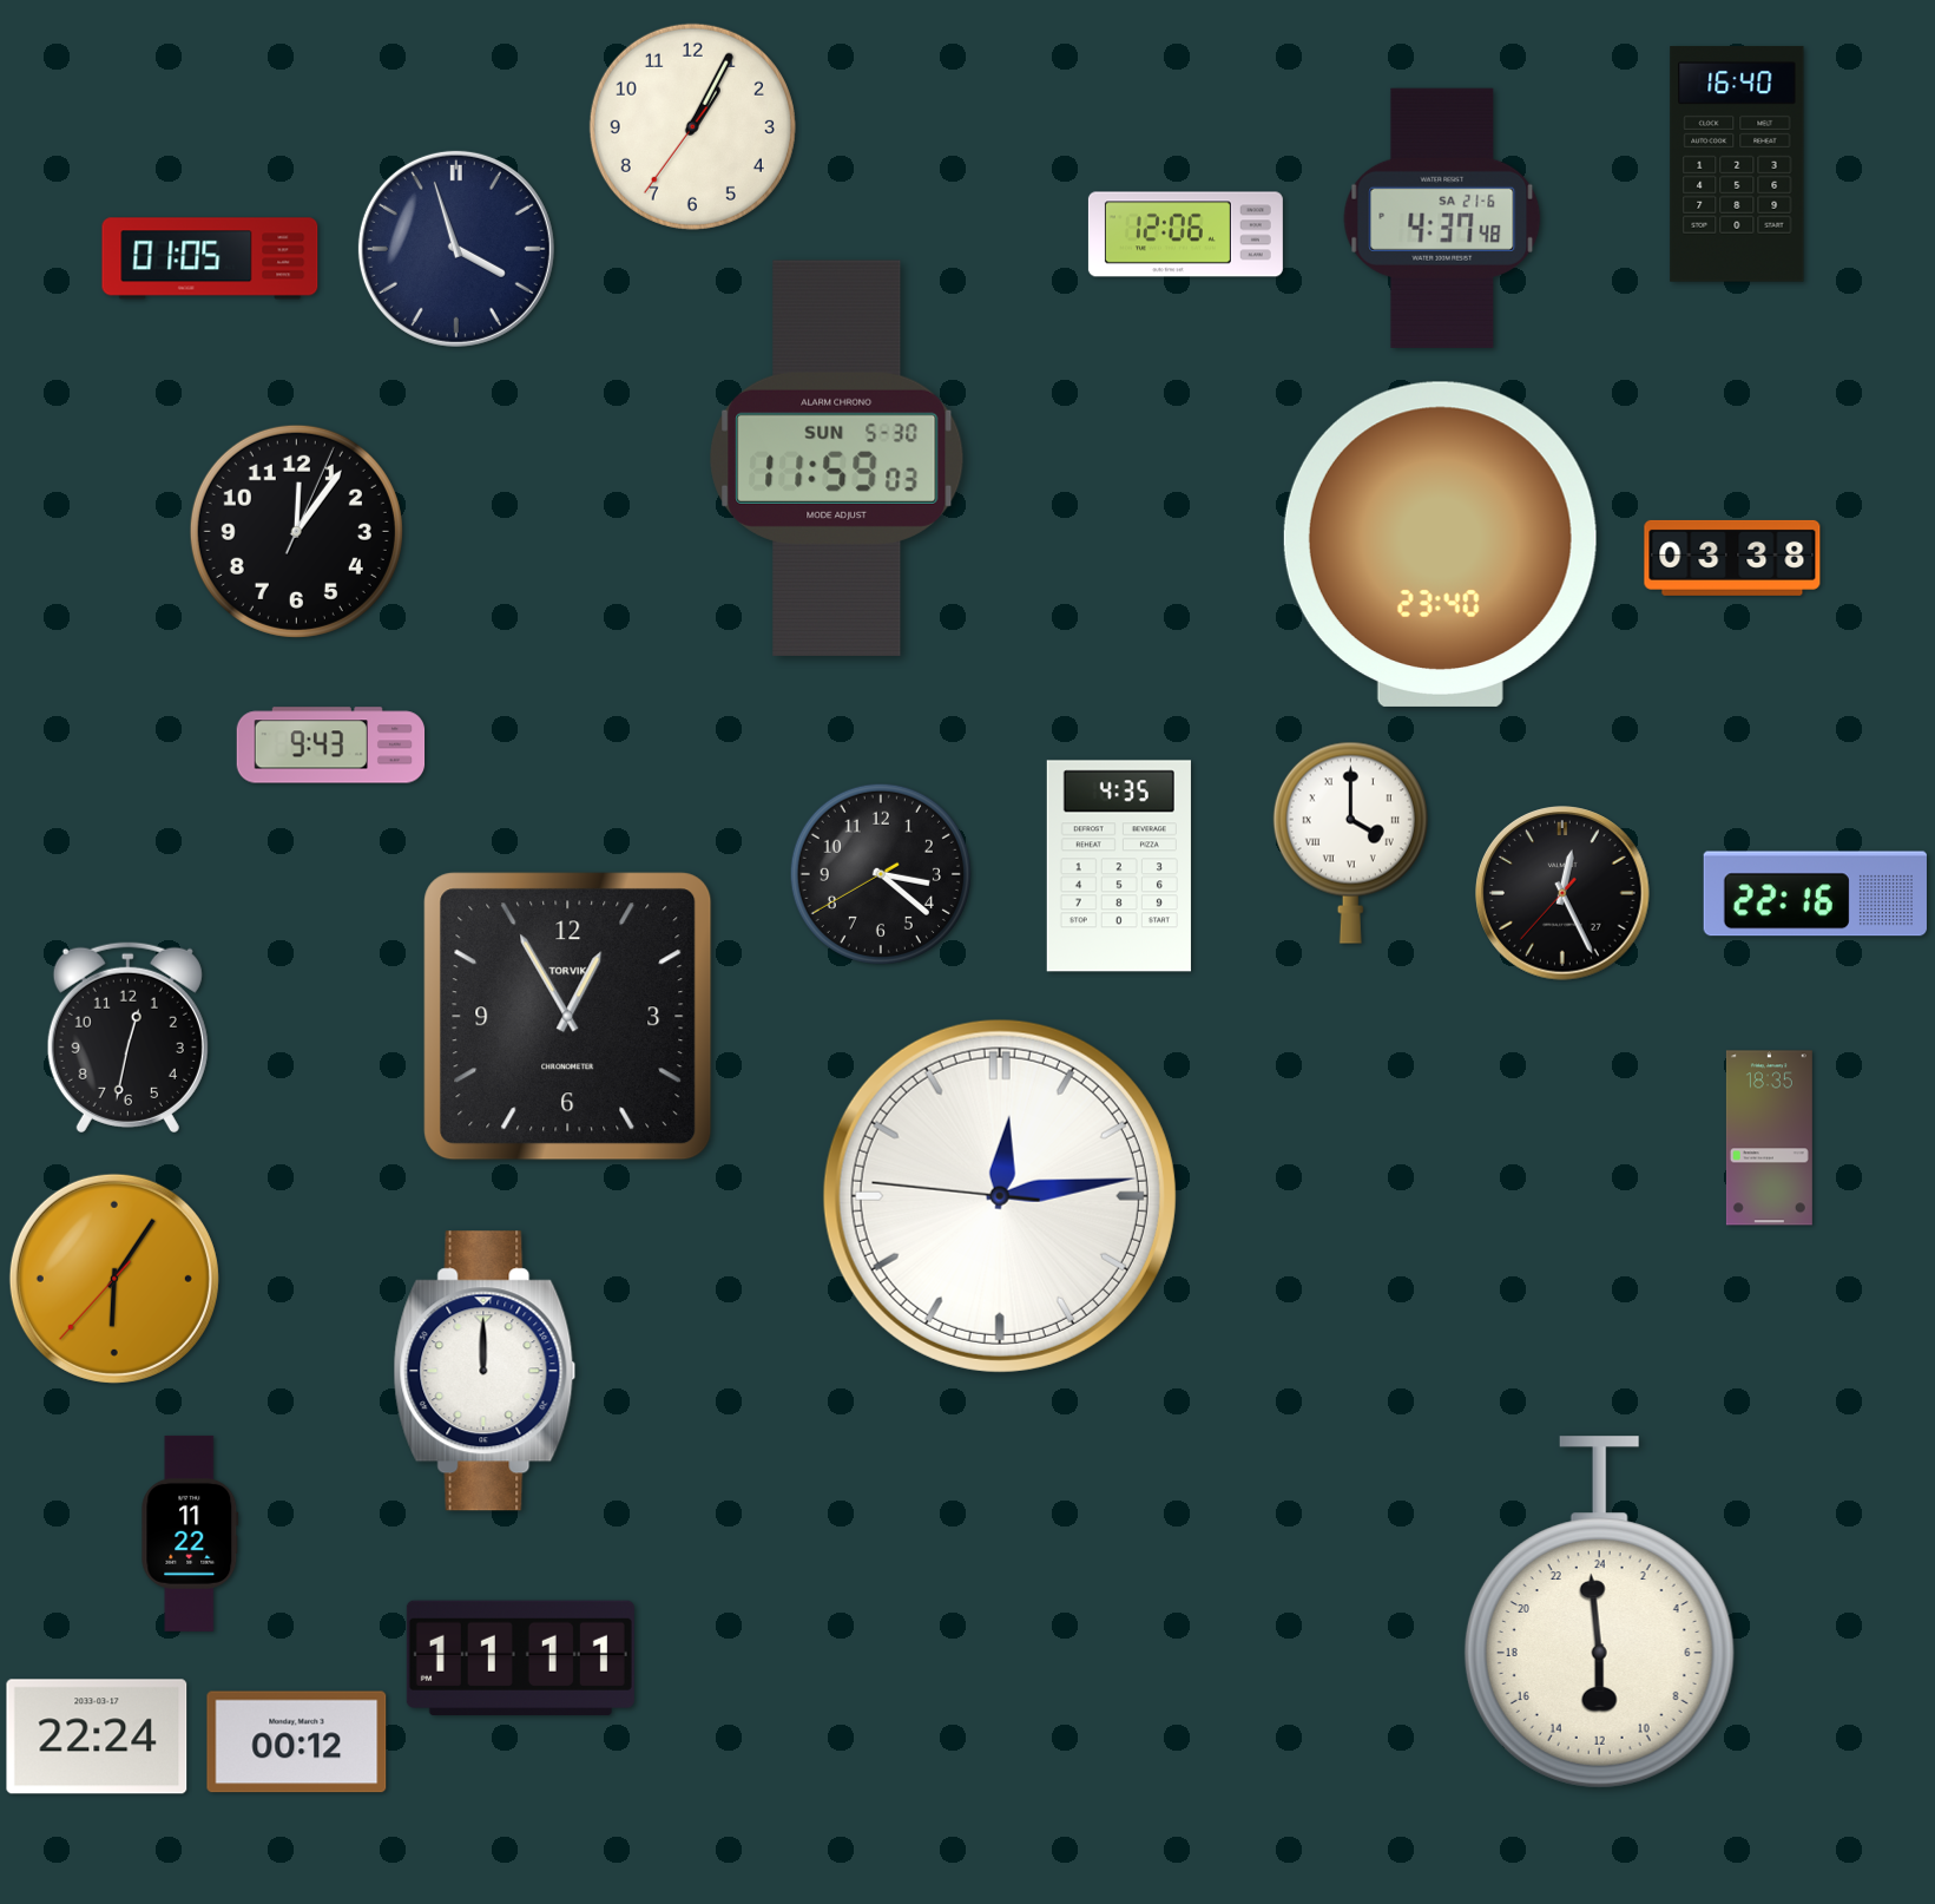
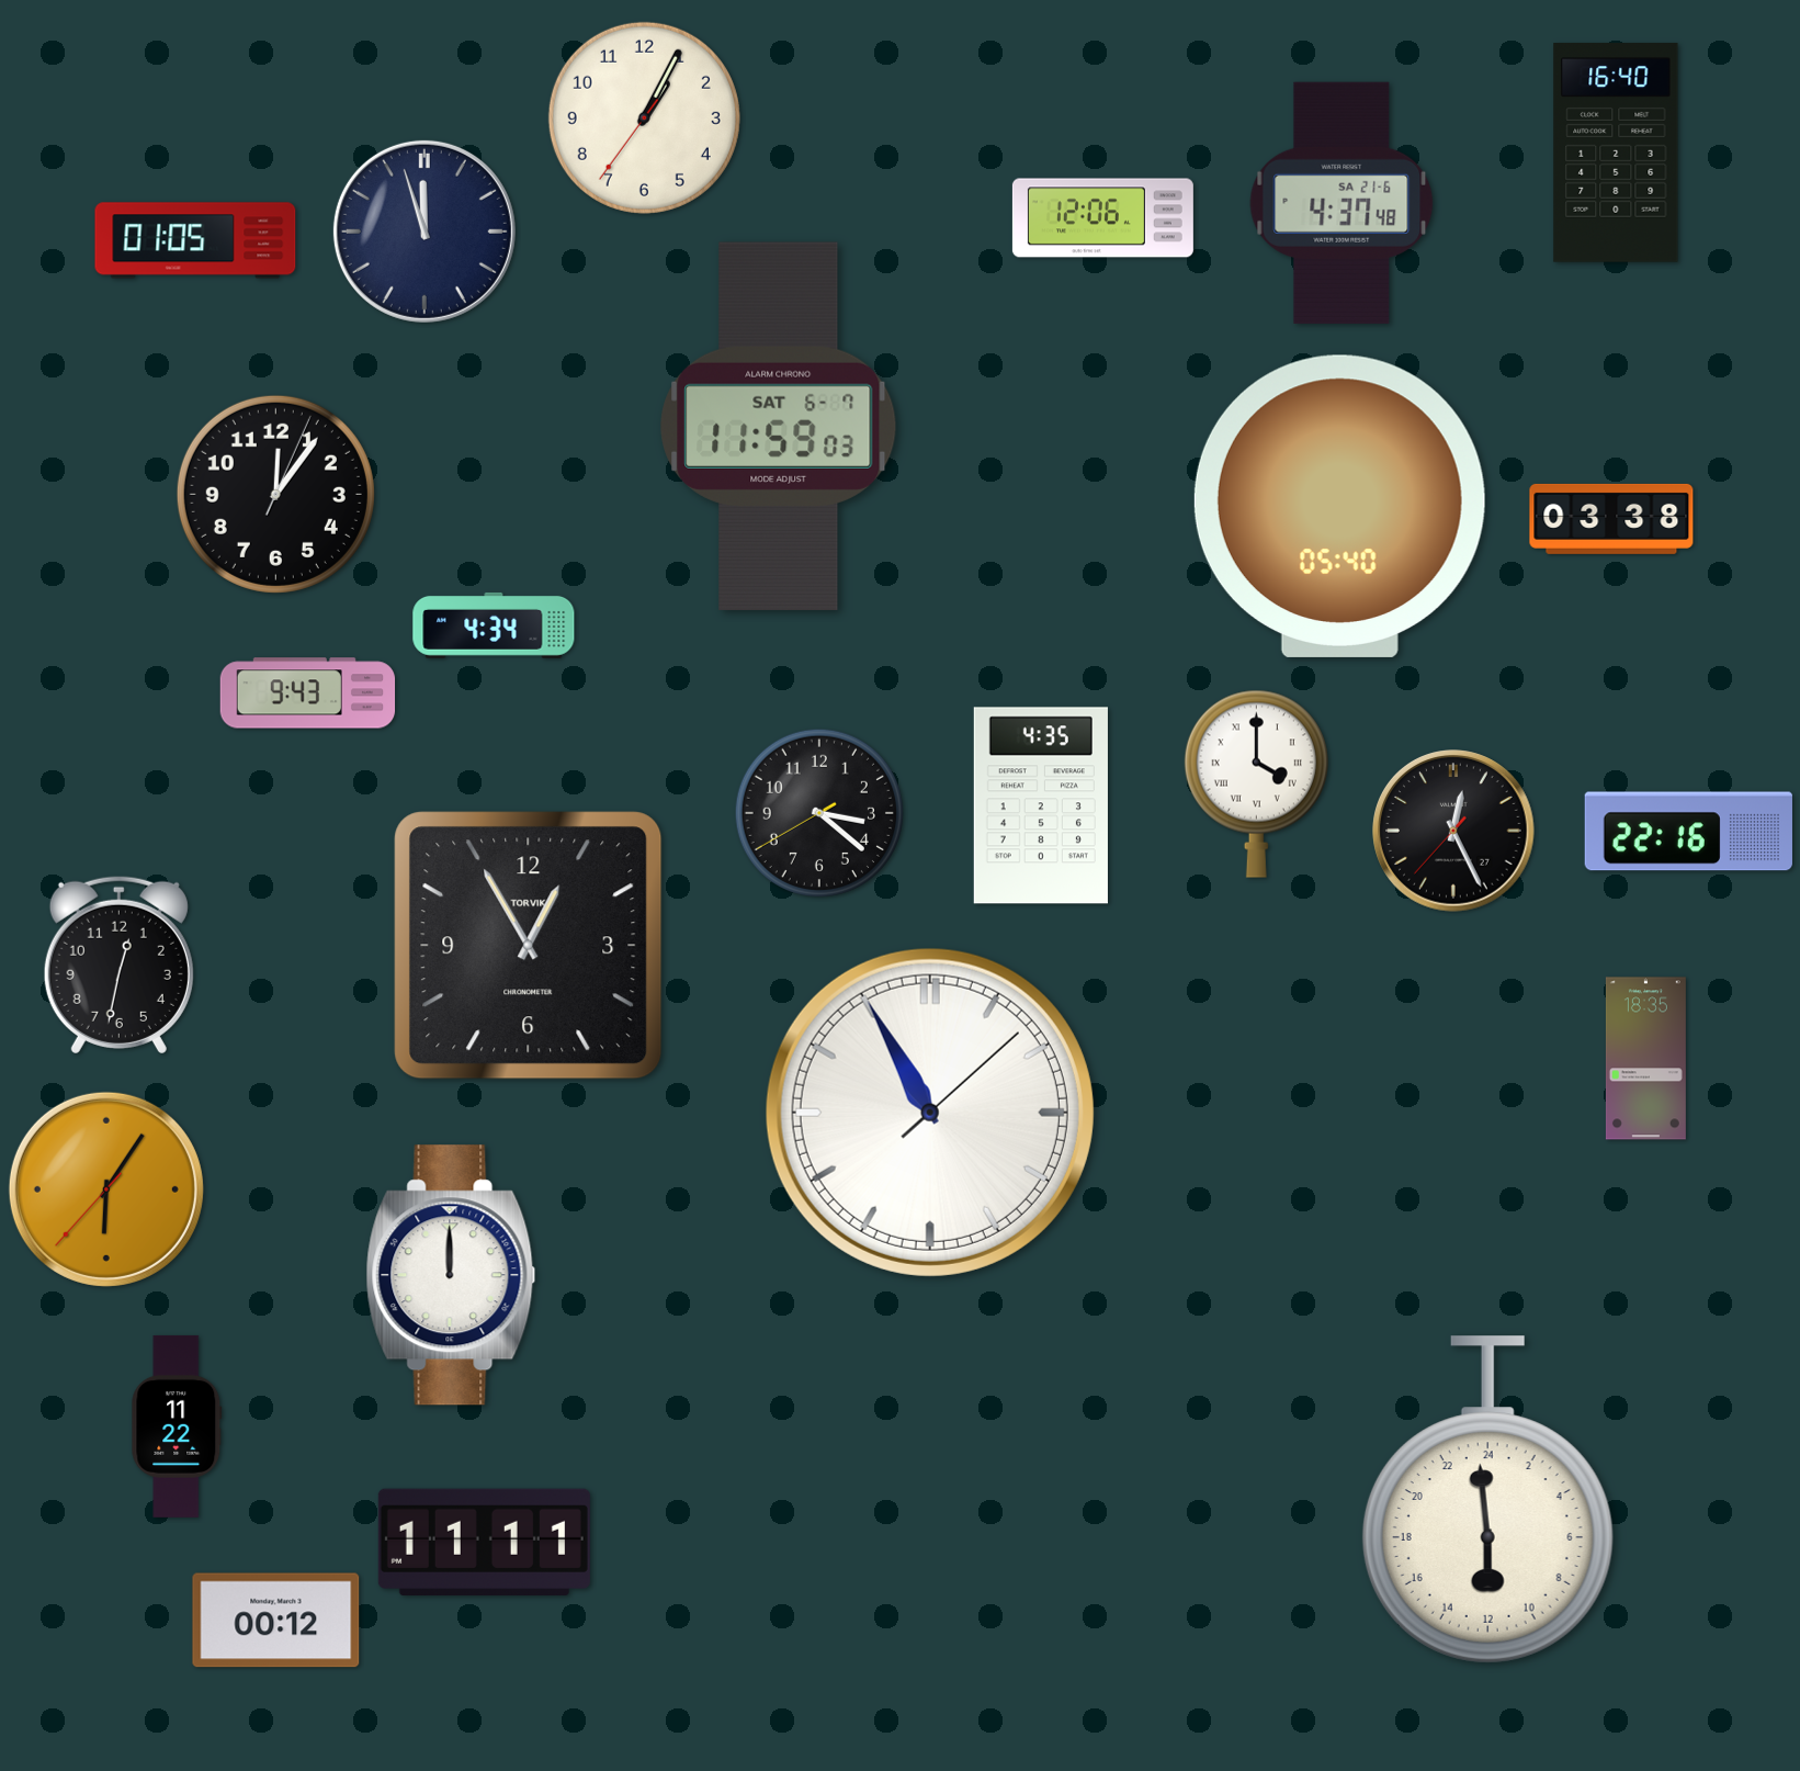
clock at (456, 249): 3:57 -> 11:57
clock at (837, 458) date: SUN 5-30 -> SAT 6-7
clock at (1440, 544): 23:40 -> 05:40
clock at (494, 625): none -> 4:34
clock at (1000, 1196): 12:13 -> 10:55
clock at (97, 1736): 22:24 -> none
